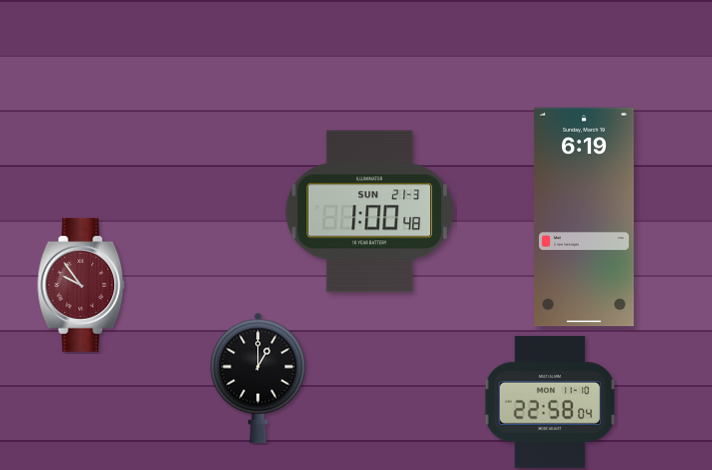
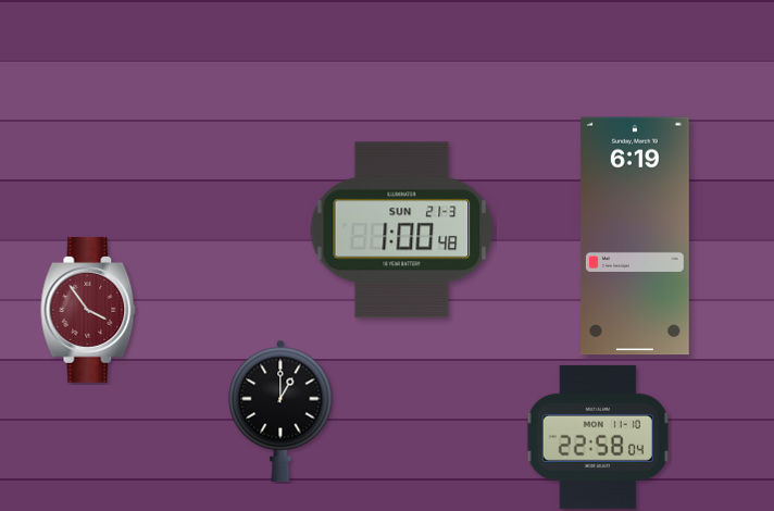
clock at (81, 285): 9:54 -> 3:54
